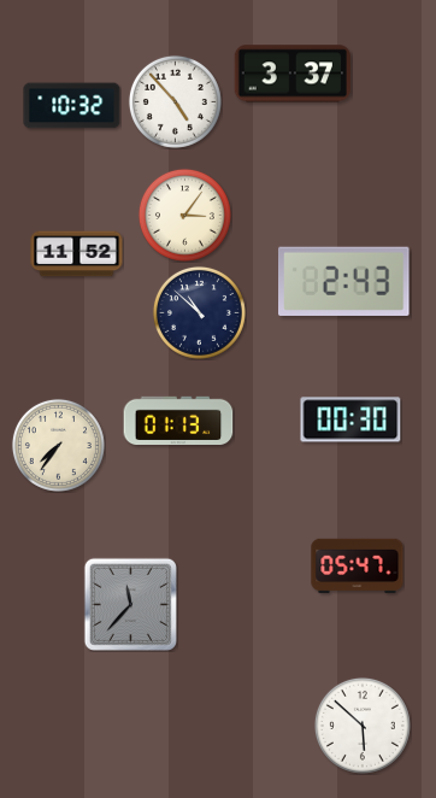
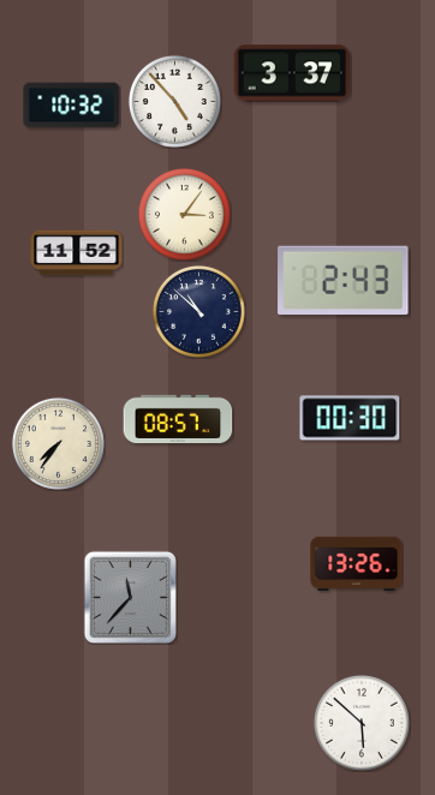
clock at (178, 419): 01:13 -> 08:57
clock at (358, 565): 05:47 -> 13:26
clock at (130, 604) position: (130, 604) -> (130, 597)
